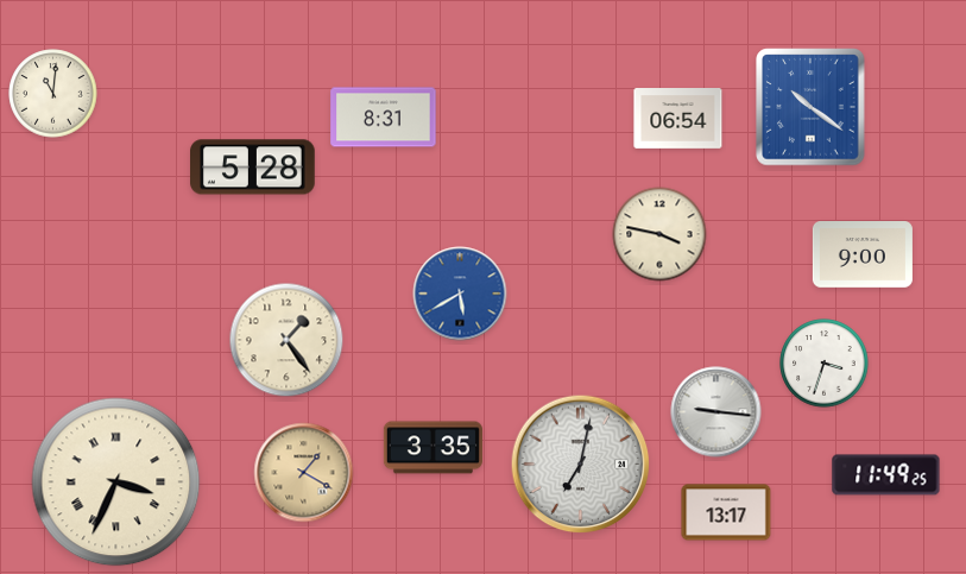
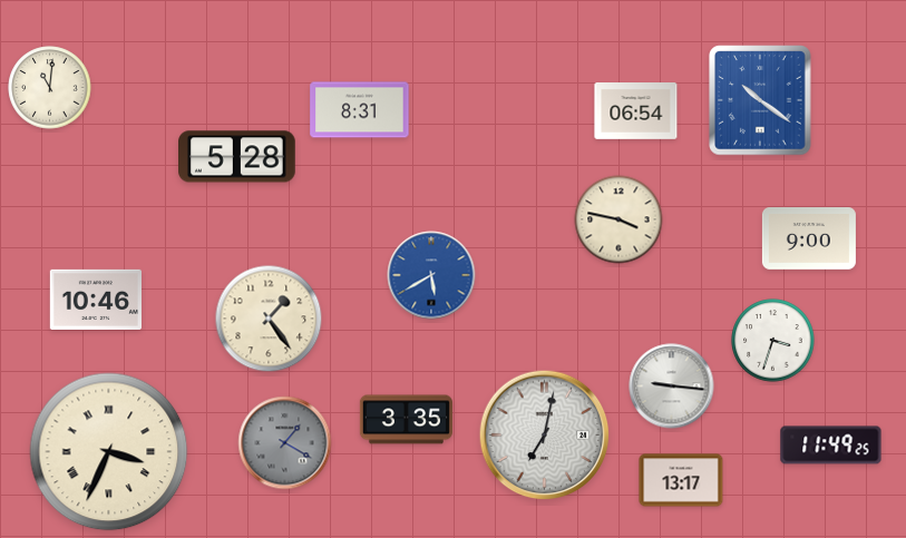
clock at (95, 300): none -> 10:46
clock at (304, 473) dial: champagne -> grey
